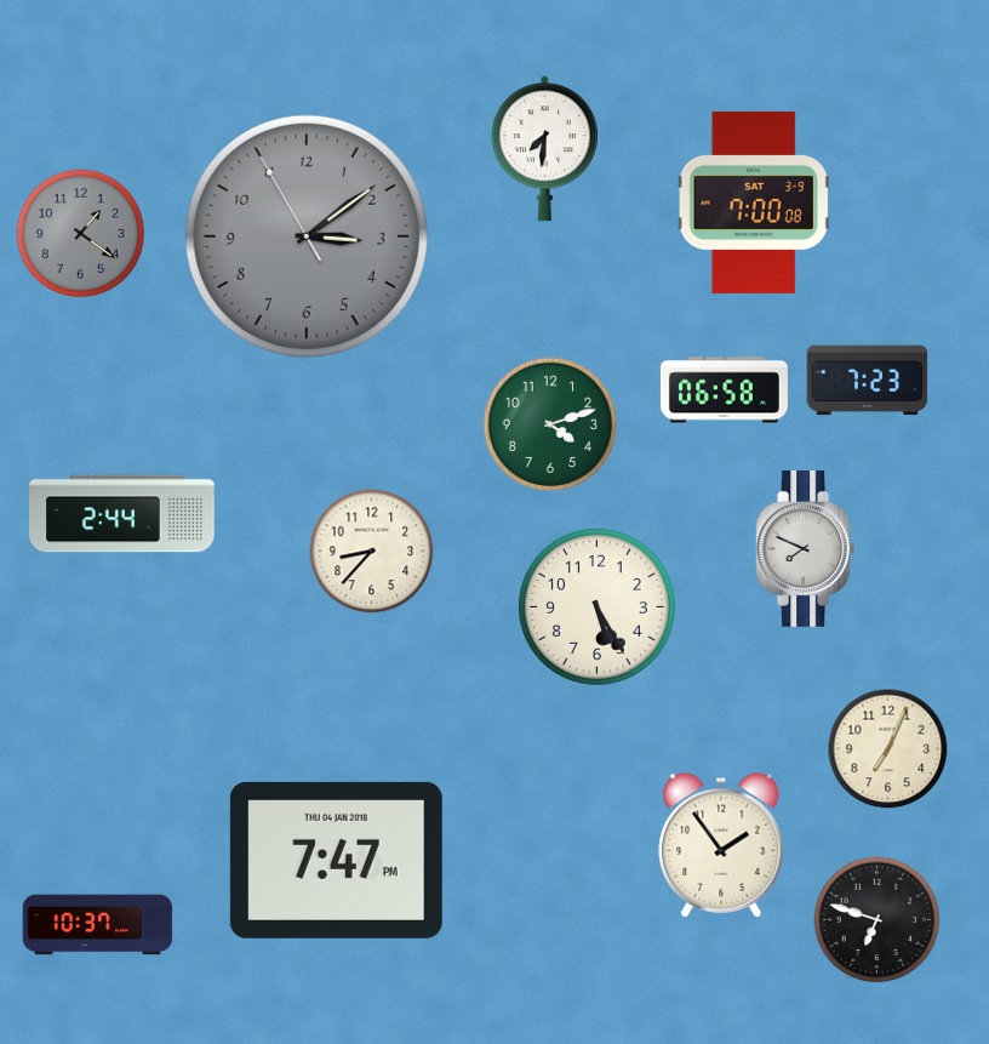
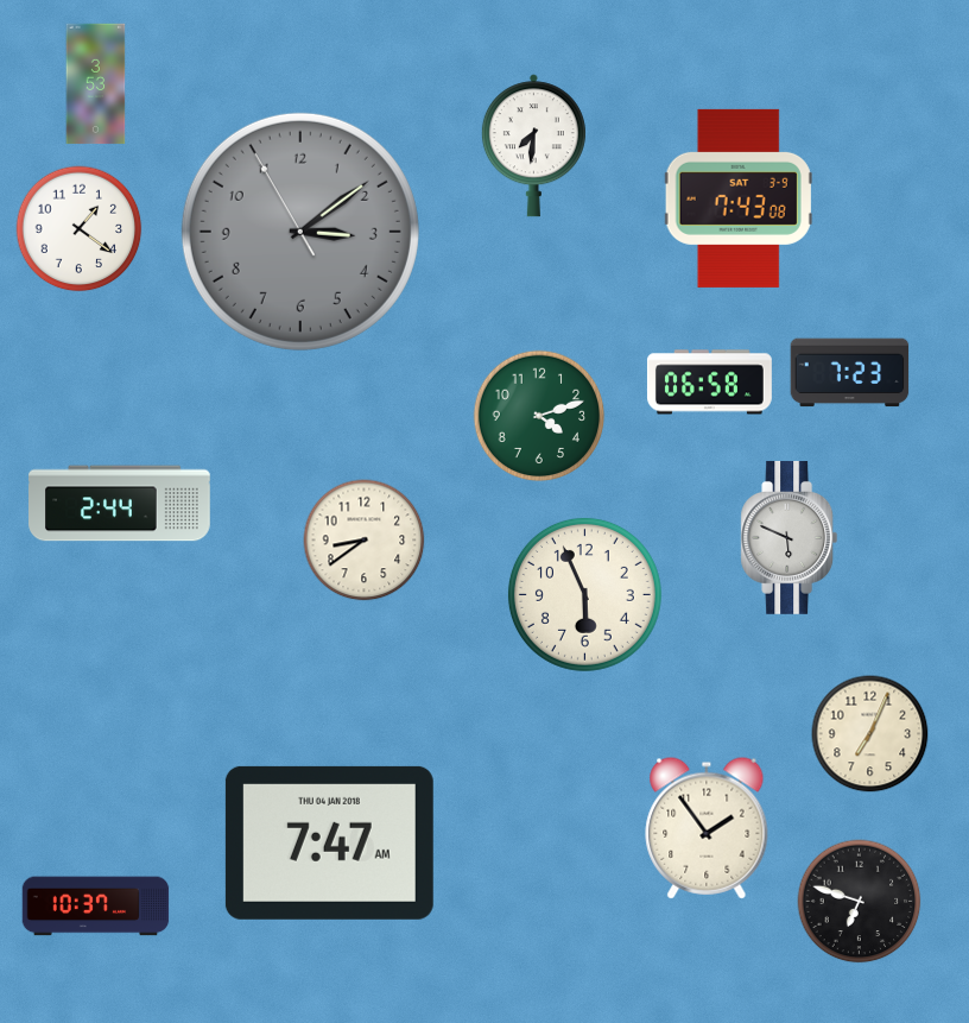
clock at (96, 84): none -> 3:53
clock at (754, 202): 7:00 -> 7:43
clock at (81, 234) dial: grey -> white
clock at (806, 548): 7:49 -> 5:49
clock at (372, 552): 8:37 -> 8:39
clock at (596, 606): 5:25 -> 5:56
clock at (336, 860): 7:47 PM -> 7:47 AM
